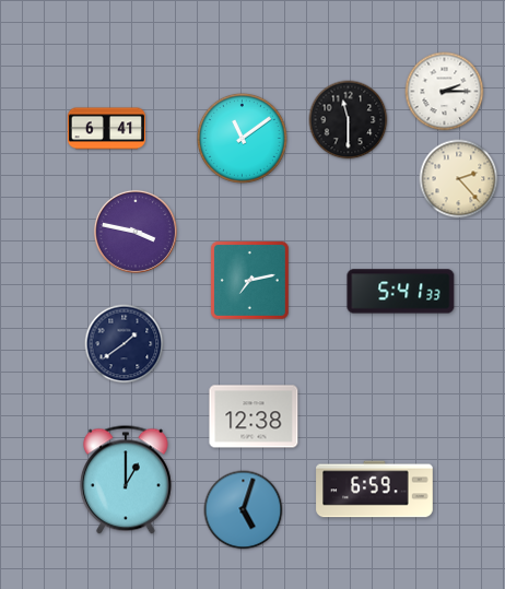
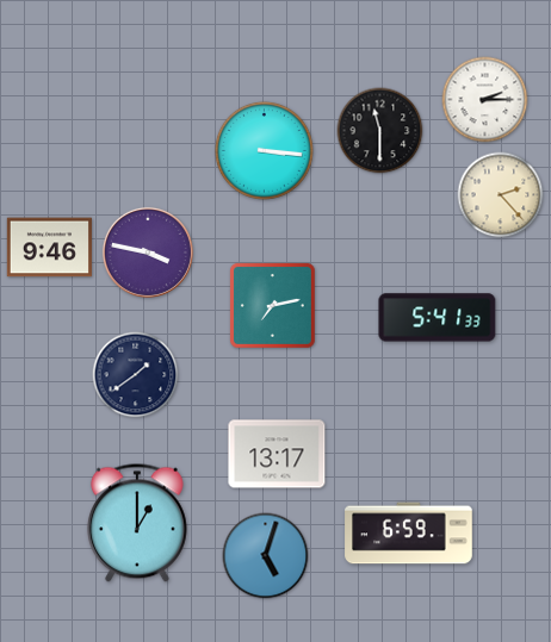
clock at (106, 129): 6:41 -> none
clock at (242, 138): 11:09 -> 3:16
clock at (49, 248): none -> 9:46
clock at (254, 416): 12:38 -> 13:17
